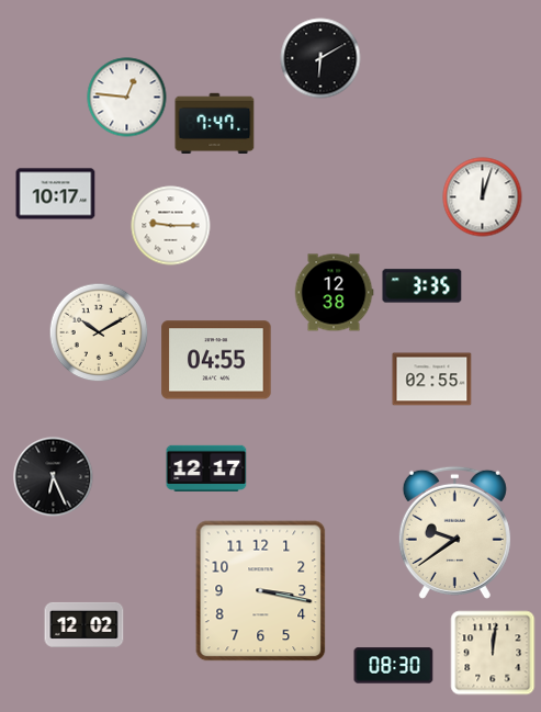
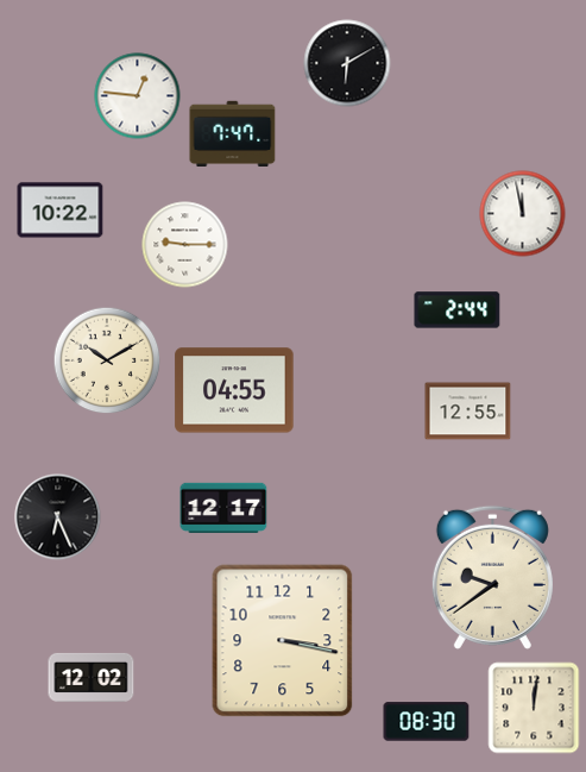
clock at (127, 98) position: (127, 98) -> (138, 96)
clock at (56, 194): 10:17 -> 10:22
clock at (483, 197): 12:03 -> 11:58
clock at (422, 286): 3:35 -> 2:44
clock at (334, 293): 12:38 -> none
clock at (432, 380): 02:55 -> 12:55
